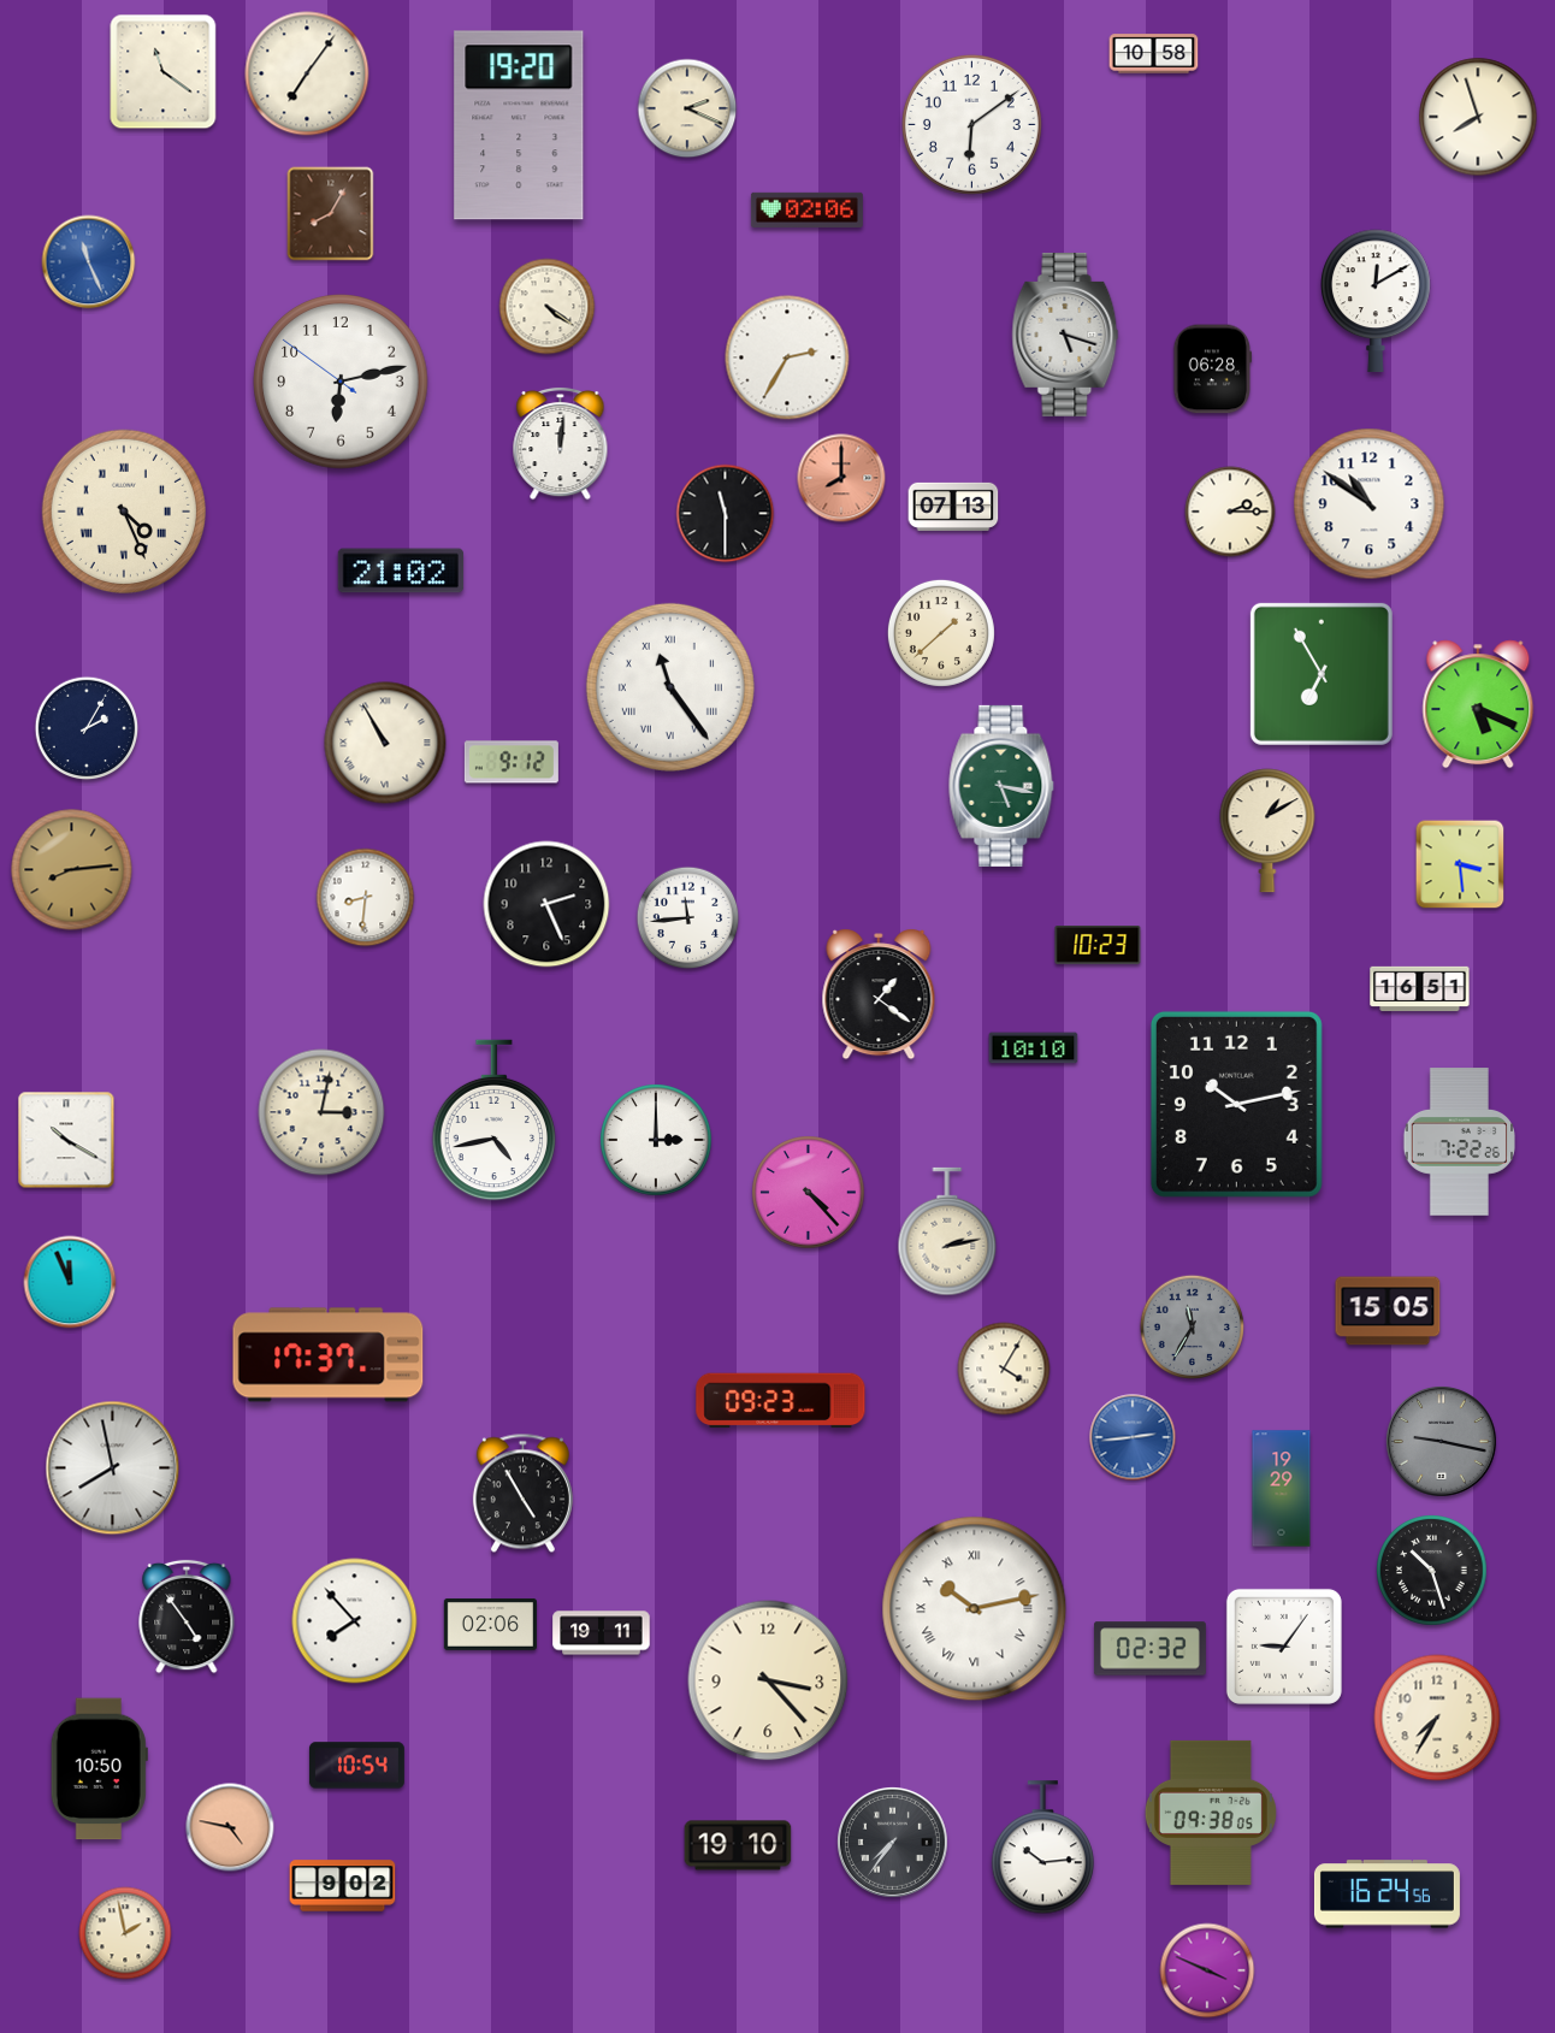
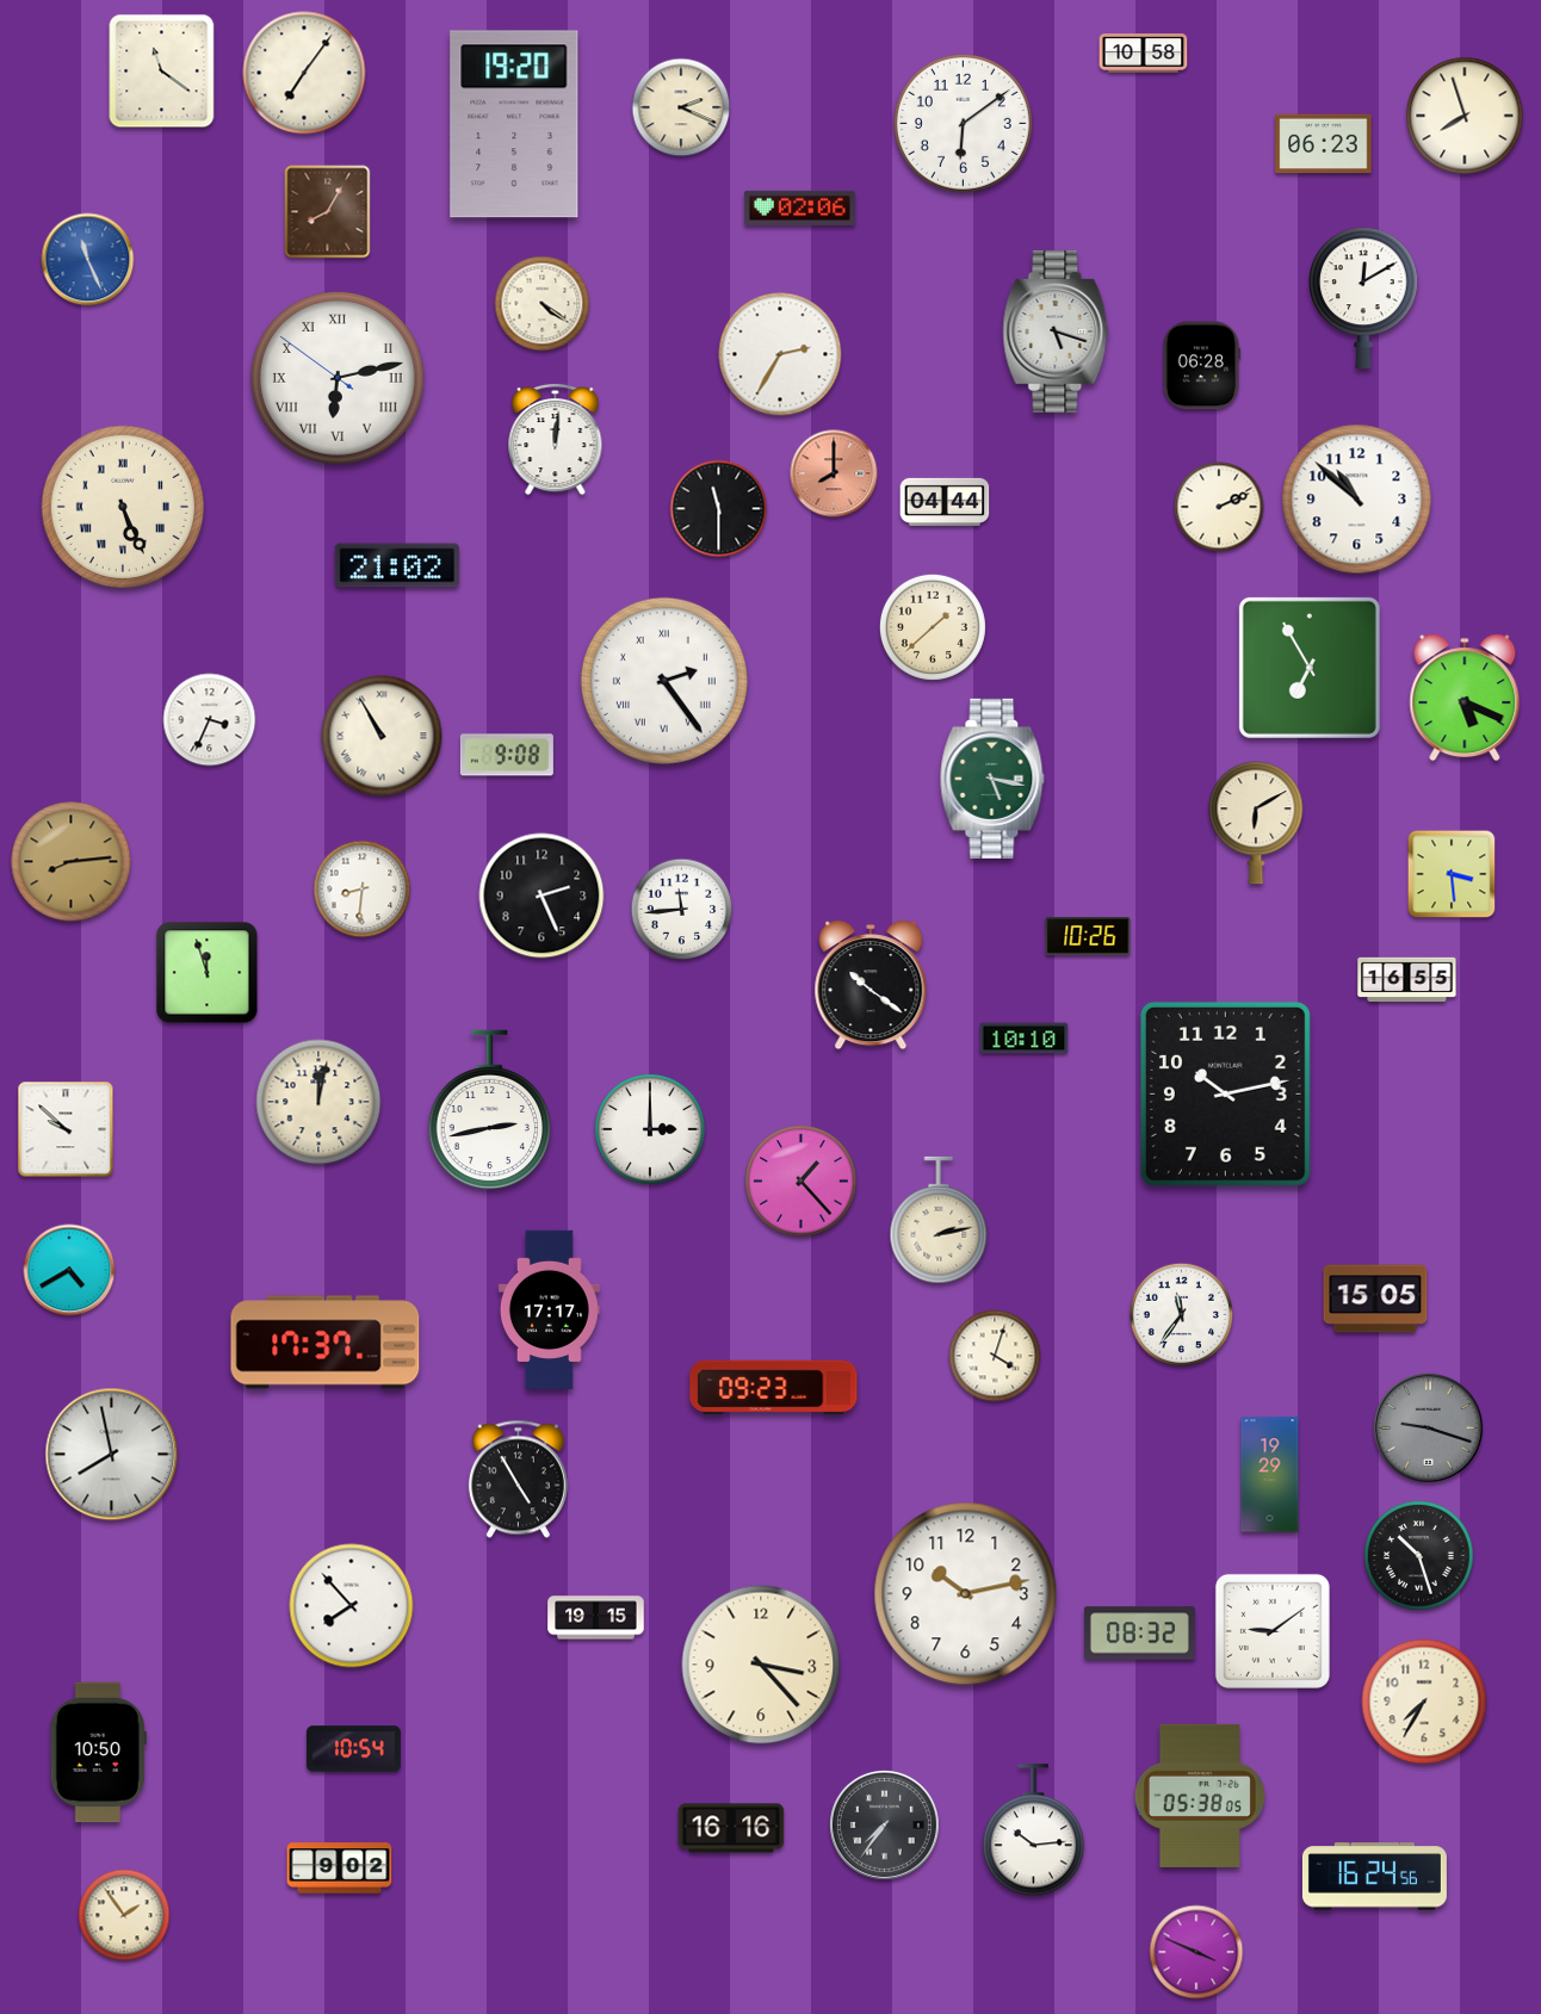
clock at (1324, 144): none -> 06:23
clock at (341, 382) numerals: Arabic -> Roman
clock at (1370, 504): 10:51 -> 10:52
clock at (953, 507): 07:13 -> 04:44
clock at (123, 510): 4:26 -> 5:26
clock at (1230, 512): 2:15 -> 2:11
clock at (670, 687): 11:24 -> 2:24
clock at (210, 720): none -> 3:34
clock at (87, 728): 2:05 -> none
clock at (512, 762): 9:12 -> 9:08
clock at (1267, 831): 1:10 -> 6:10
clock at (1460, 864) position: (1460, 864) -> (1452, 874)
clock at (1098, 946): 10:23 -> 10:26
clock at (208, 973): none -> 11:57
clock at (1420, 988): 16:51 -> 16:55
clock at (879, 994): 1:21 -> 10:21
clock at (321, 1112): 3:02 -> 12:02
clock at (495, 1121): 4:43 -> 2:43
clock at (66, 1140): 10:20 -> 9:52
clock at (1459, 1142): 7:22 -> none
clock at (809, 1193): 4:23 -> 1:23
clock at (70, 1282): 11:56 -> 4:40
clock at (549, 1309): none -> 17:17
clock at (1193, 1328): 11:35 -> 11:36
clock at (1193, 1328) dial: grey -> white
clock at (1004, 1369): 4:05 -> 4:03
clock at (1133, 1437): 2:44 -> none
clock at (1441, 1441): 9:17 -> 9:18
clock at (975, 1609) numerals: Roman -> Arabic
clock at (187, 1617): 4:54 -> none
clock at (490, 1624): 02:06 -> none
clock at (602, 1633): 19:11 -> 19:15
clock at (1284, 1647): 9:06 -> 9:09
clock at (1149, 1649): 02:32 -> 08:32
clock at (1211, 1813): 09:38 -> 05:38
clock at (230, 1827): 4:47 -> none
clock at (738, 1845): 19:10 -> 16:16
clock at (125, 1933): 1:58 -> 1:54
